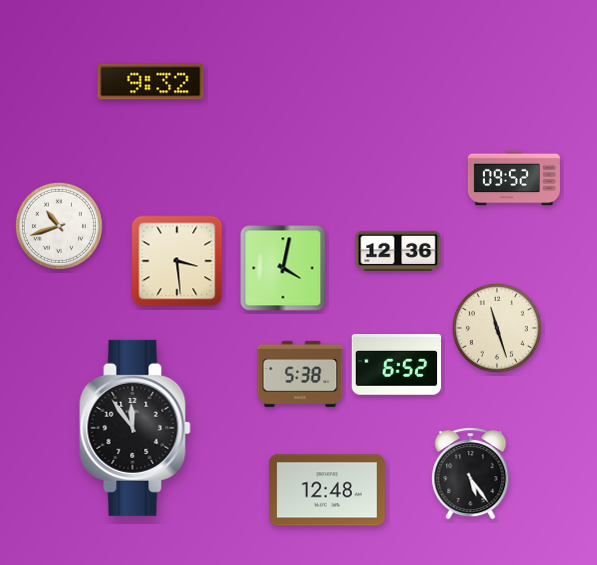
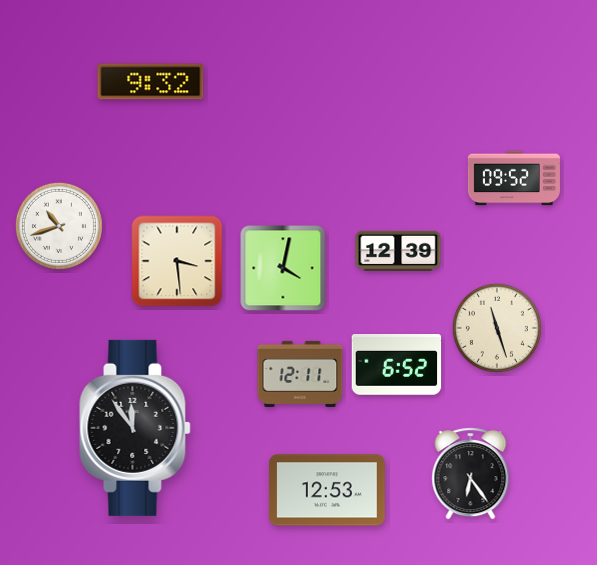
clock at (398, 251): 12:36 -> 12:39
clock at (300, 374): 5:38 -> 12:11
clock at (471, 474): 5:24 -> 6:24
clock at (327, 490): 12:48 -> 12:53
